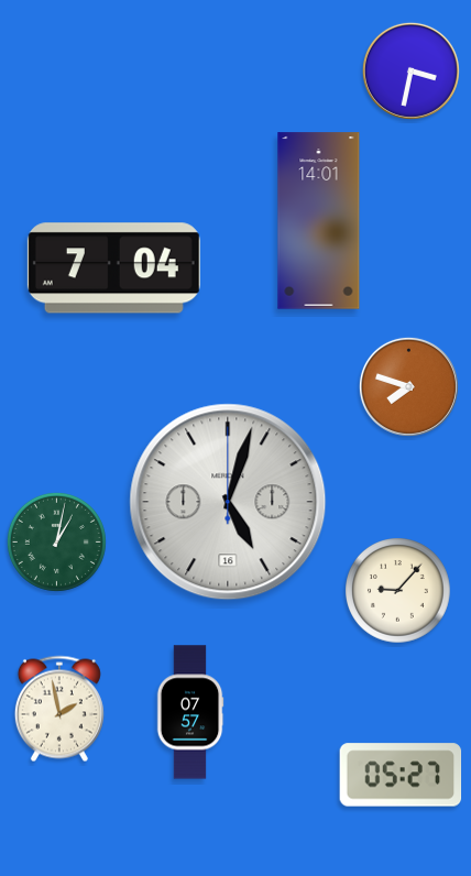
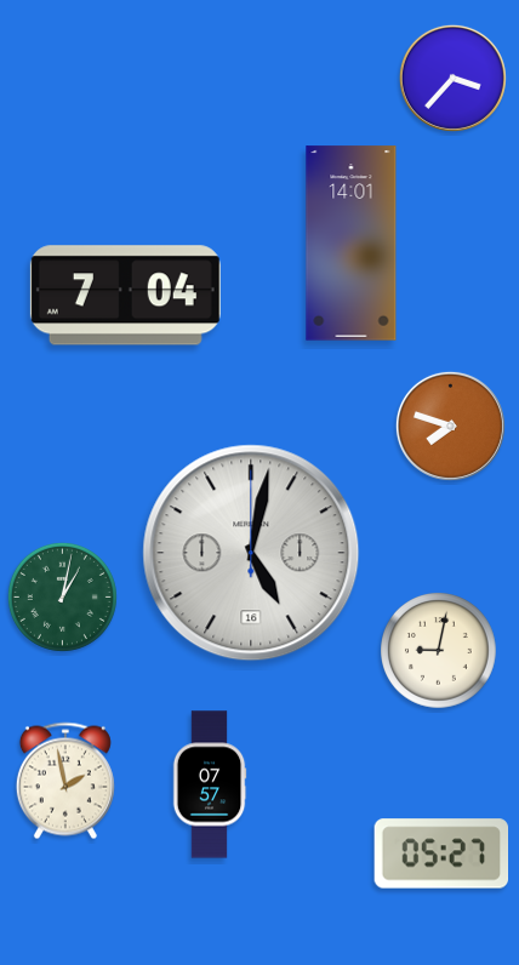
clock at (410, 70): 3:32 -> 3:37
clock at (228, 502): 5:03 -> 5:02
clock at (398, 591): 9:07 -> 9:02
